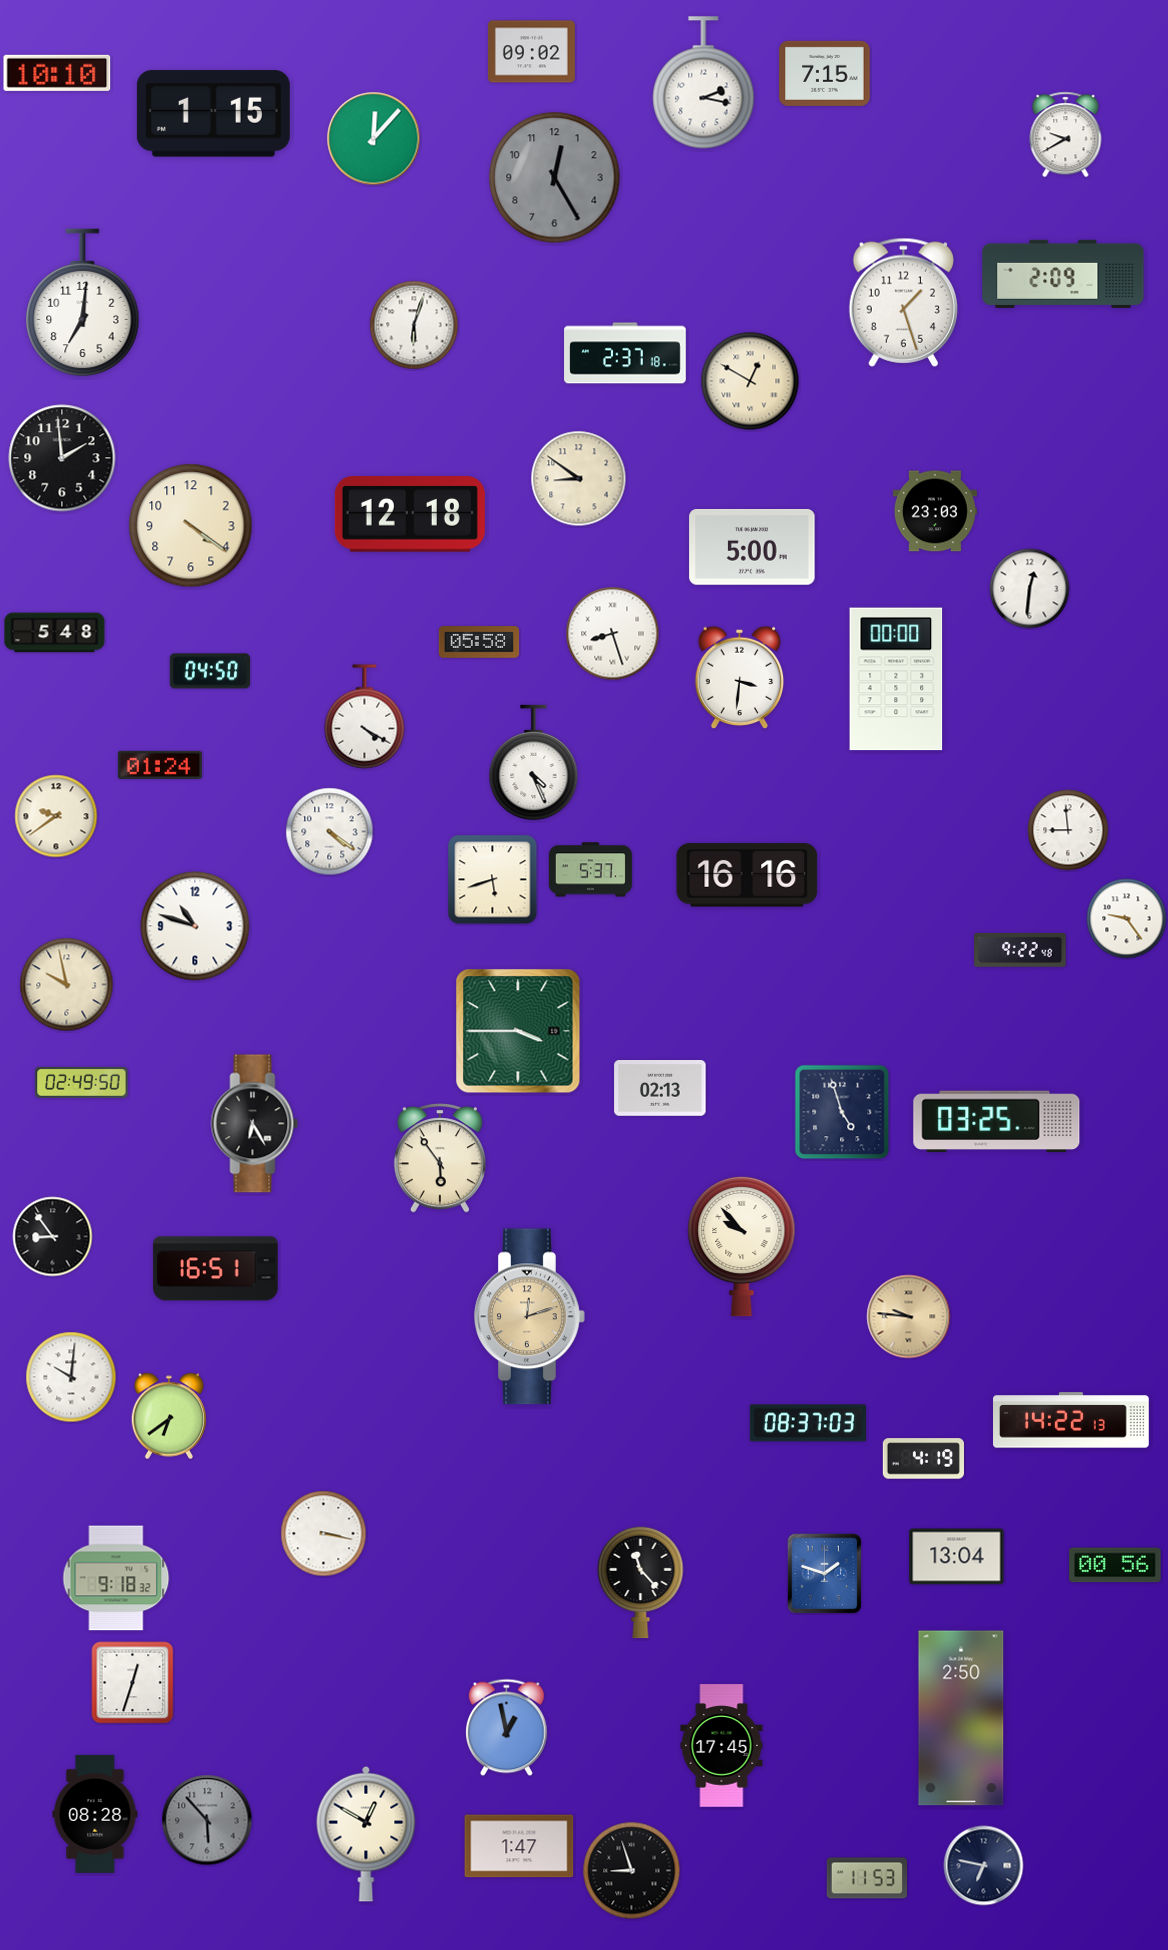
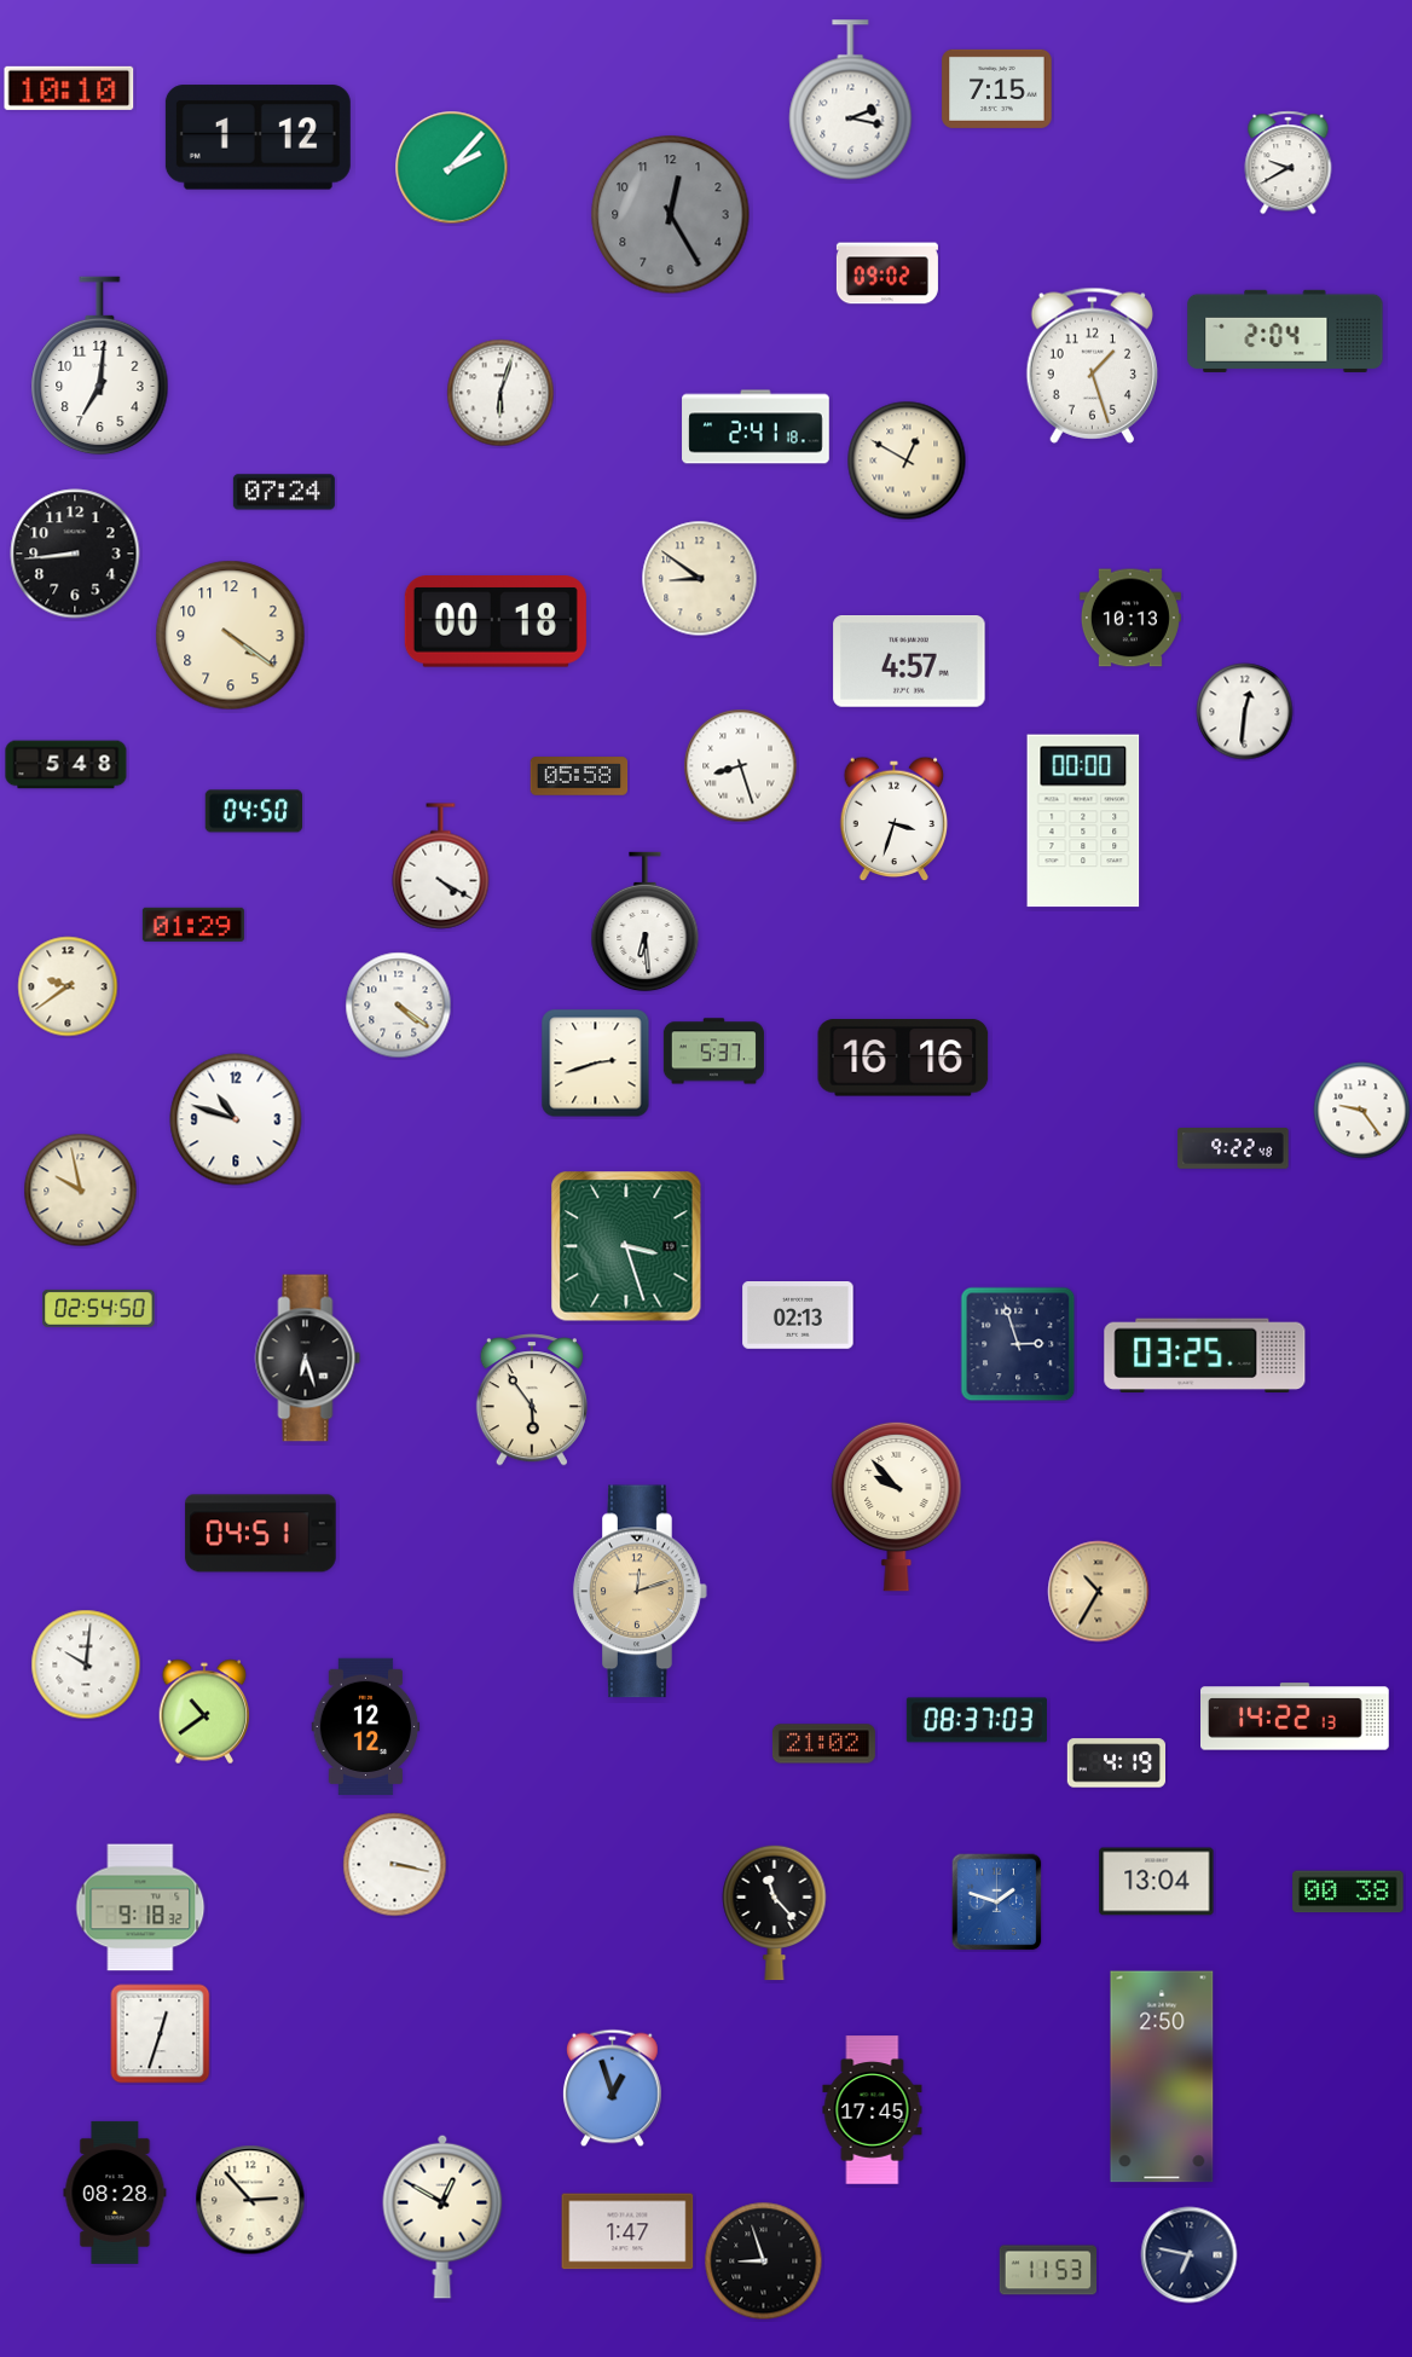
clock at (532, 52): 09:02 -> none
clock at (213, 114): 1:15 -> 1:12
clock at (374, 139): 12:07 -> 2:07
clock at (887, 273): none -> 09:02
clock at (1063, 274): 2:09 -> 2:04
clock at (625, 353): 2:37 -> 2:41
clock at (284, 492): none -> 07:24
clock at (62, 458): 1:59 -> 8:44
clock at (935, 511): 23:03 -> 10:13
clock at (410, 514): 12:18 -> 00:18
clock at (752, 548): 5:00 -> 4:57
clock at (740, 678): 3:31 -> 3:33
clock at (534, 763): 4:26 -> 6:29
clock at (160, 765): 01:24 -> 01:29
clock at (1068, 830): 8:59 -> none
clock at (493, 880): 5:42 -> 2:42
clock at (518, 1031): 3:45 -> 3:27
clock at (82, 1082): 02:49 -> 02:54
clock at (842, 1112): 4:57 -> 2:57
clock at (255, 1124): 6:25 -> 6:27
clock at (53, 1237): 8:54 -> none
clock at (216, 1269): 16:51 -> 04:51
clock at (909, 1317): 9:46 -> 10:35
clock at (169, 1416): 6:39 -> 10:39
clock at (366, 1727): none -> 12:12
clock at (823, 1744): none -> 21:02
clock at (324, 1534) position: (324, 1534) -> (395, 1865)
clock at (1115, 1565): 00:56 -> 00:38
clock at (507, 1728): 12:58 -> 12:57
clock at (207, 1820): 5:53 -> 2:53
clock at (207, 1820) dial: grey -> cream
